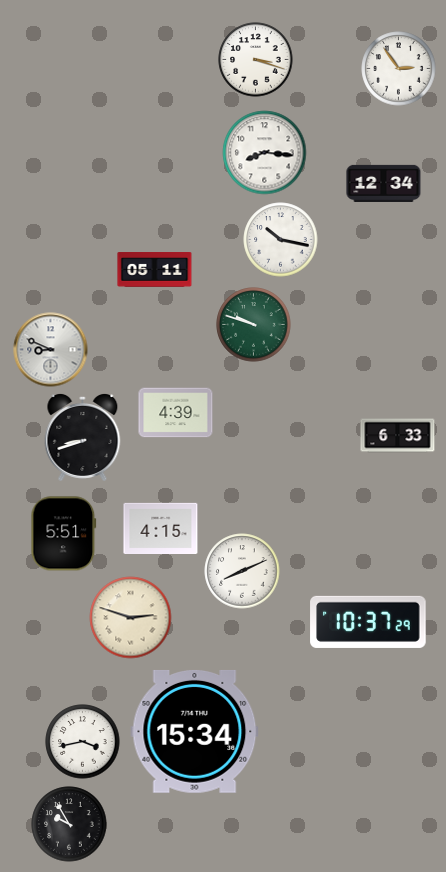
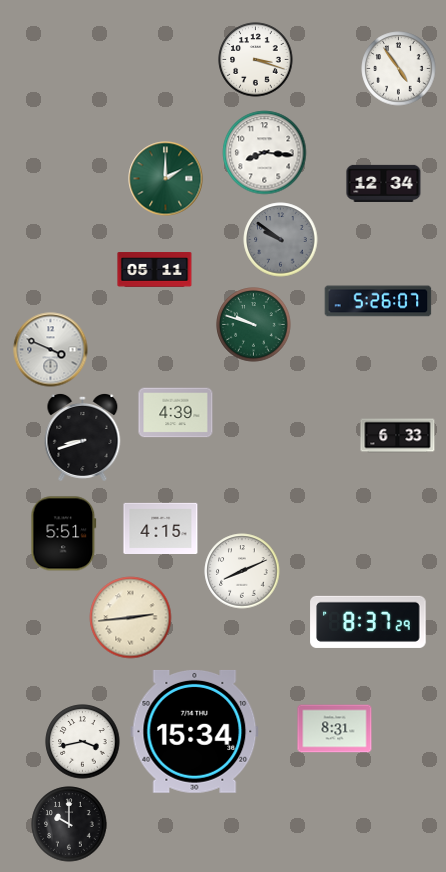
clock at (399, 69): 2:54 -> 4:54
clock at (166, 179): none -> 2:00
clock at (281, 240): 10:17 -> 9:51
clock at (281, 240) dial: white -> grey
clock at (378, 301): none -> 5:26
clock at (51, 350): 8:49 -> 3:49
clock at (131, 618): 2:48 -> 2:44
clock at (368, 622): 10:37 -> 8:37
clock at (335, 729): none -> 8:31
clock at (69, 824): 9:55 -> 10:00
